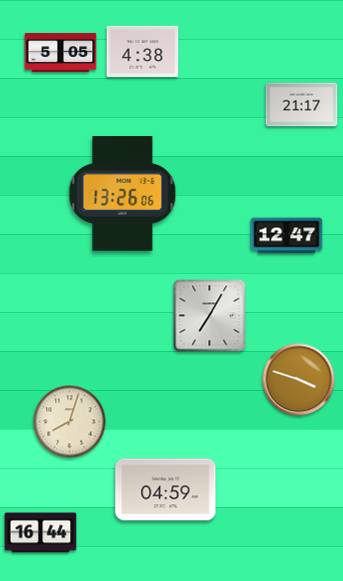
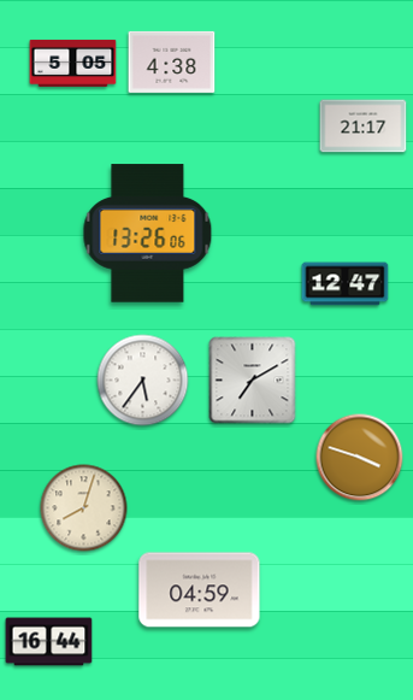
clock at (143, 381): none -> 5:36
clock at (210, 316): 7:05 -> 7:10
